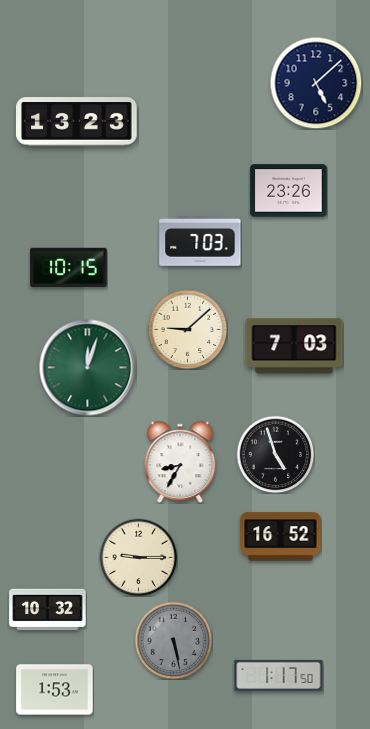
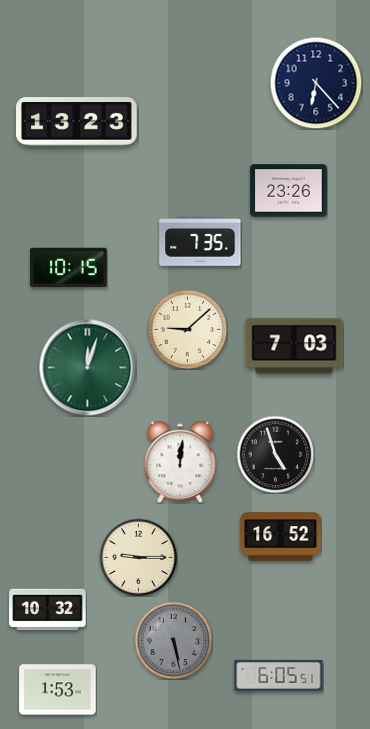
clock at (316, 83): 5:08 -> 6:23
clock at (200, 242): 7:03 -> 7:35
clock at (180, 461): 8:35 -> 12:01
clock at (279, 675): 1:17 -> 6:05
clock at (55, 690) position: (55, 690) -> (58, 690)
